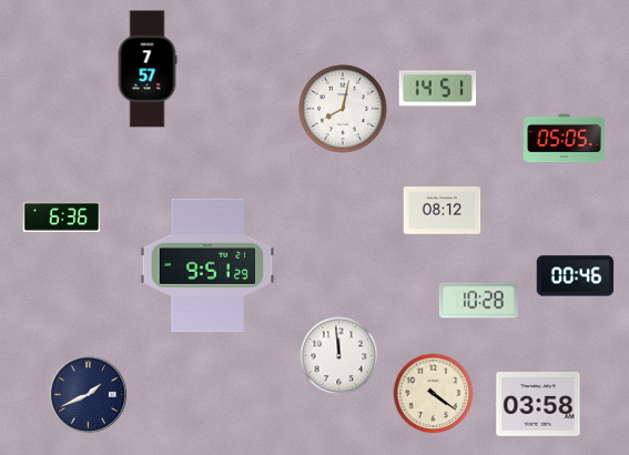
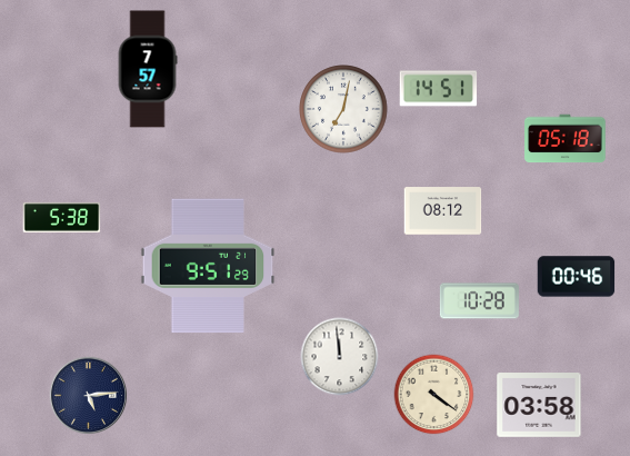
clock at (343, 109): 8:02 -> 7:02
clock at (565, 139): 05:05 -> 05:18
clock at (62, 216): 6:36 -> 5:38
clock at (89, 395): 1:41 -> 5:14
